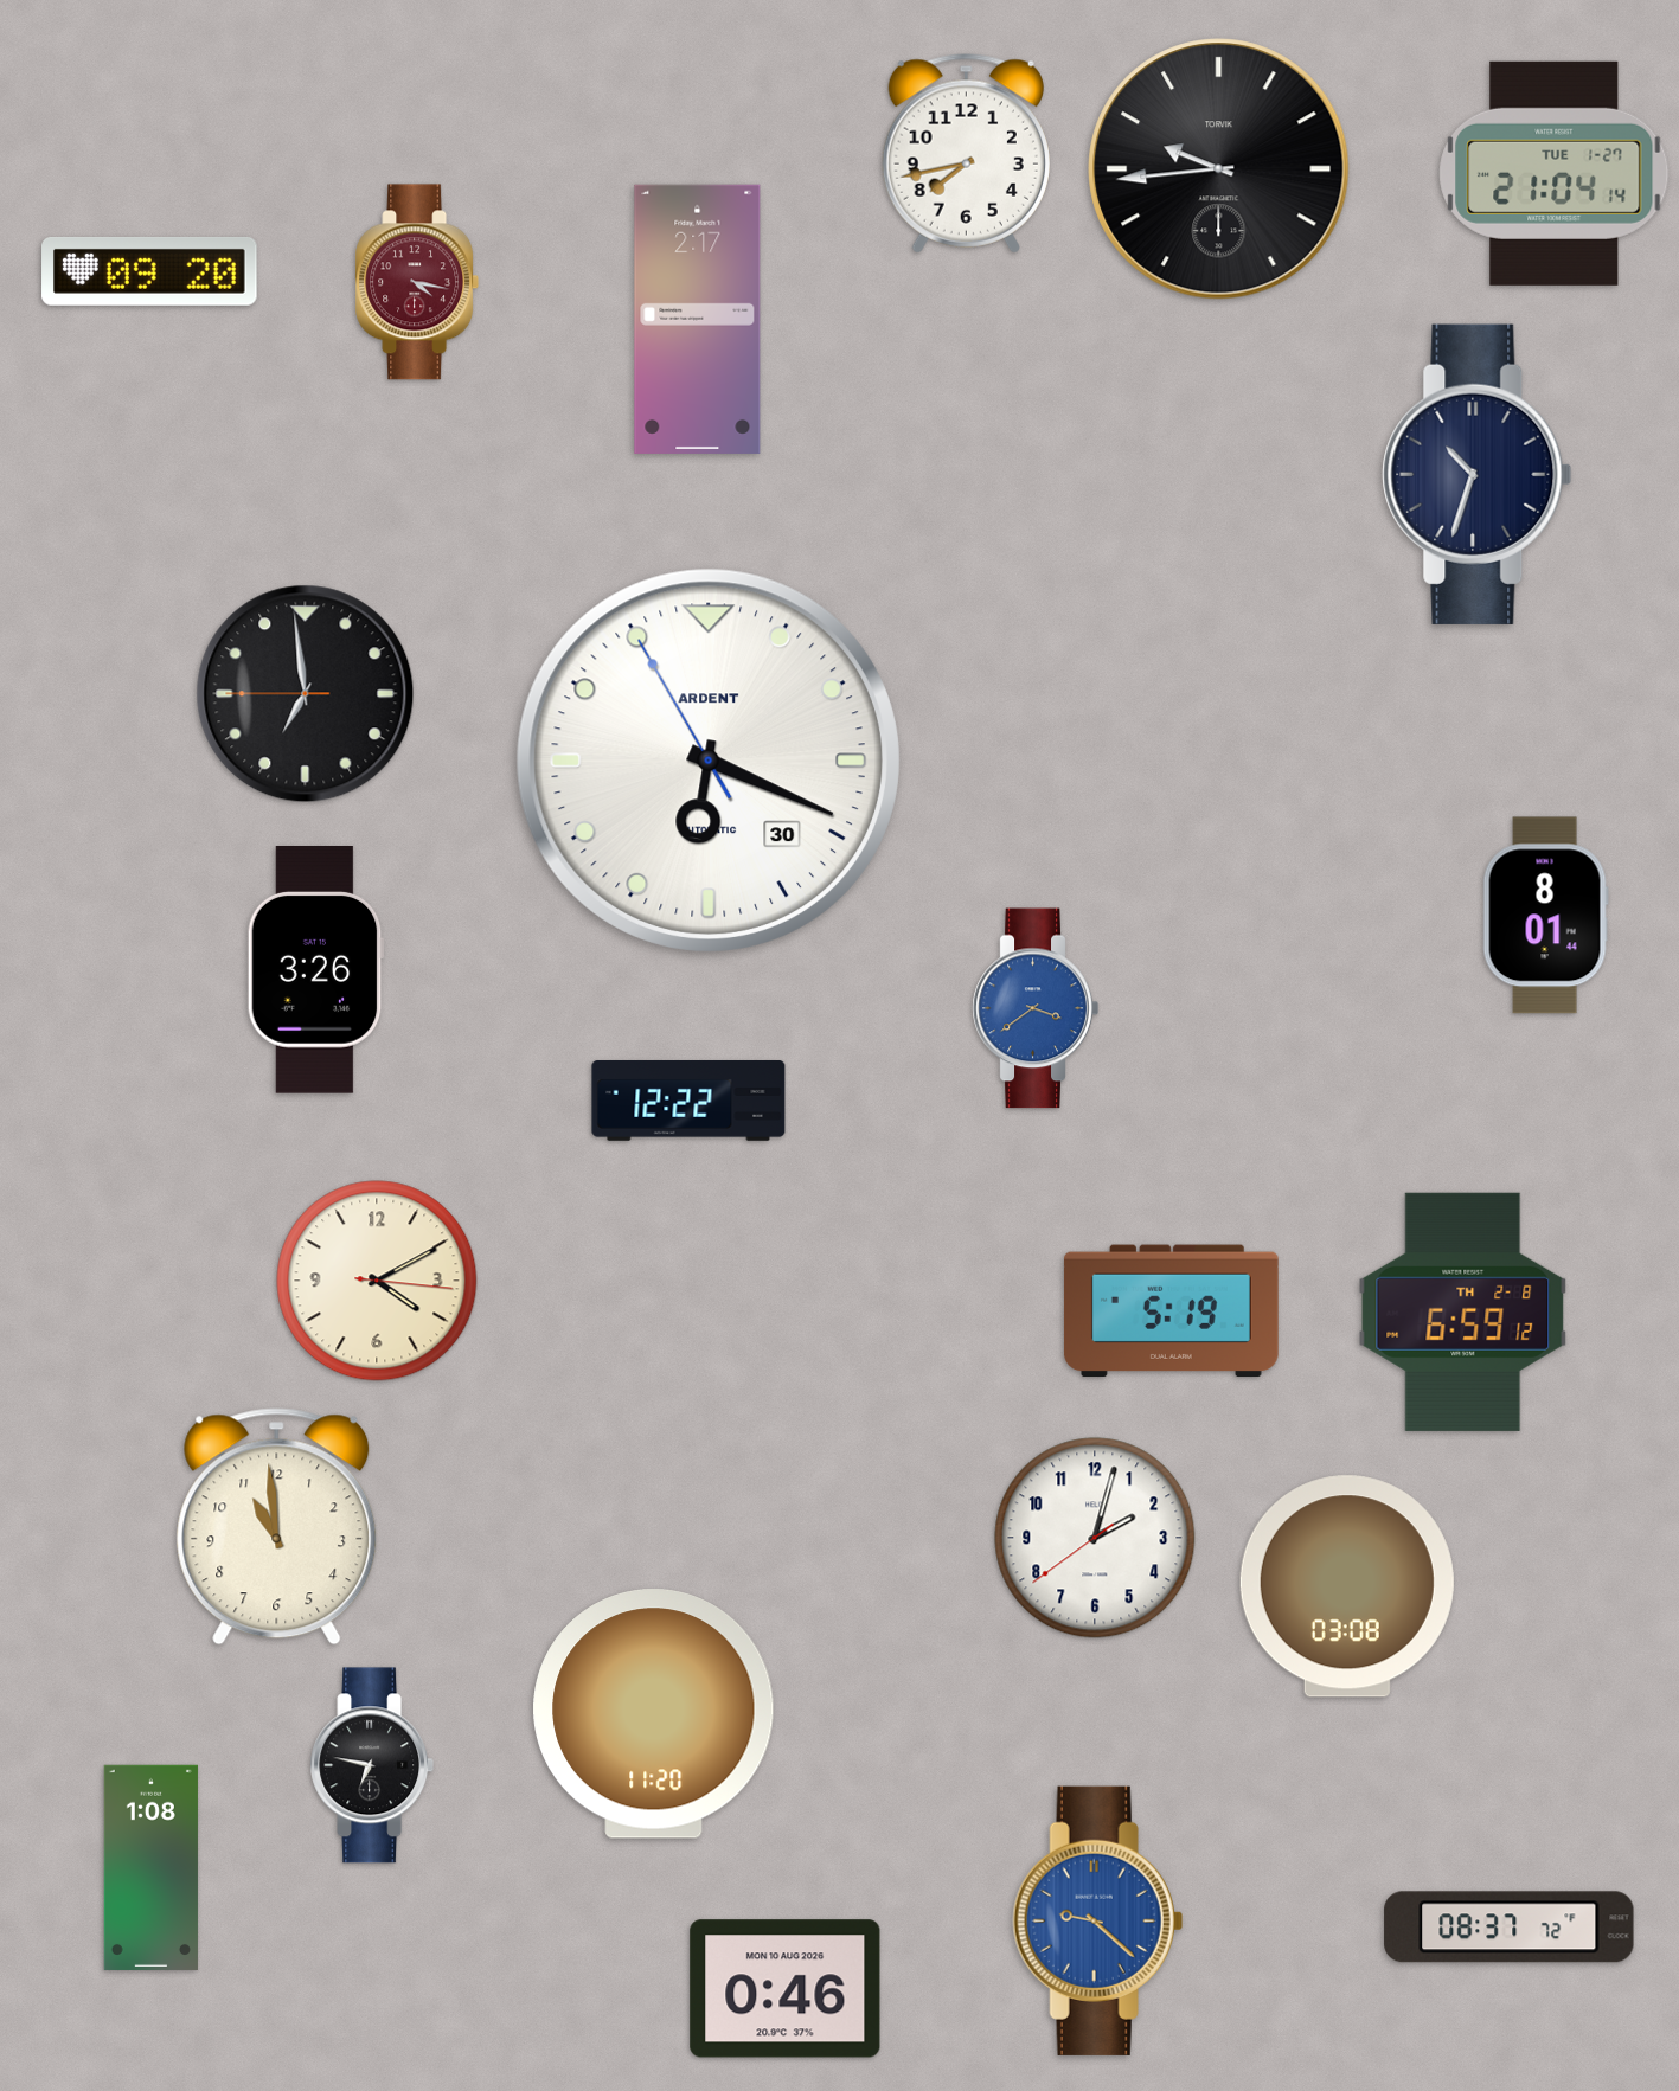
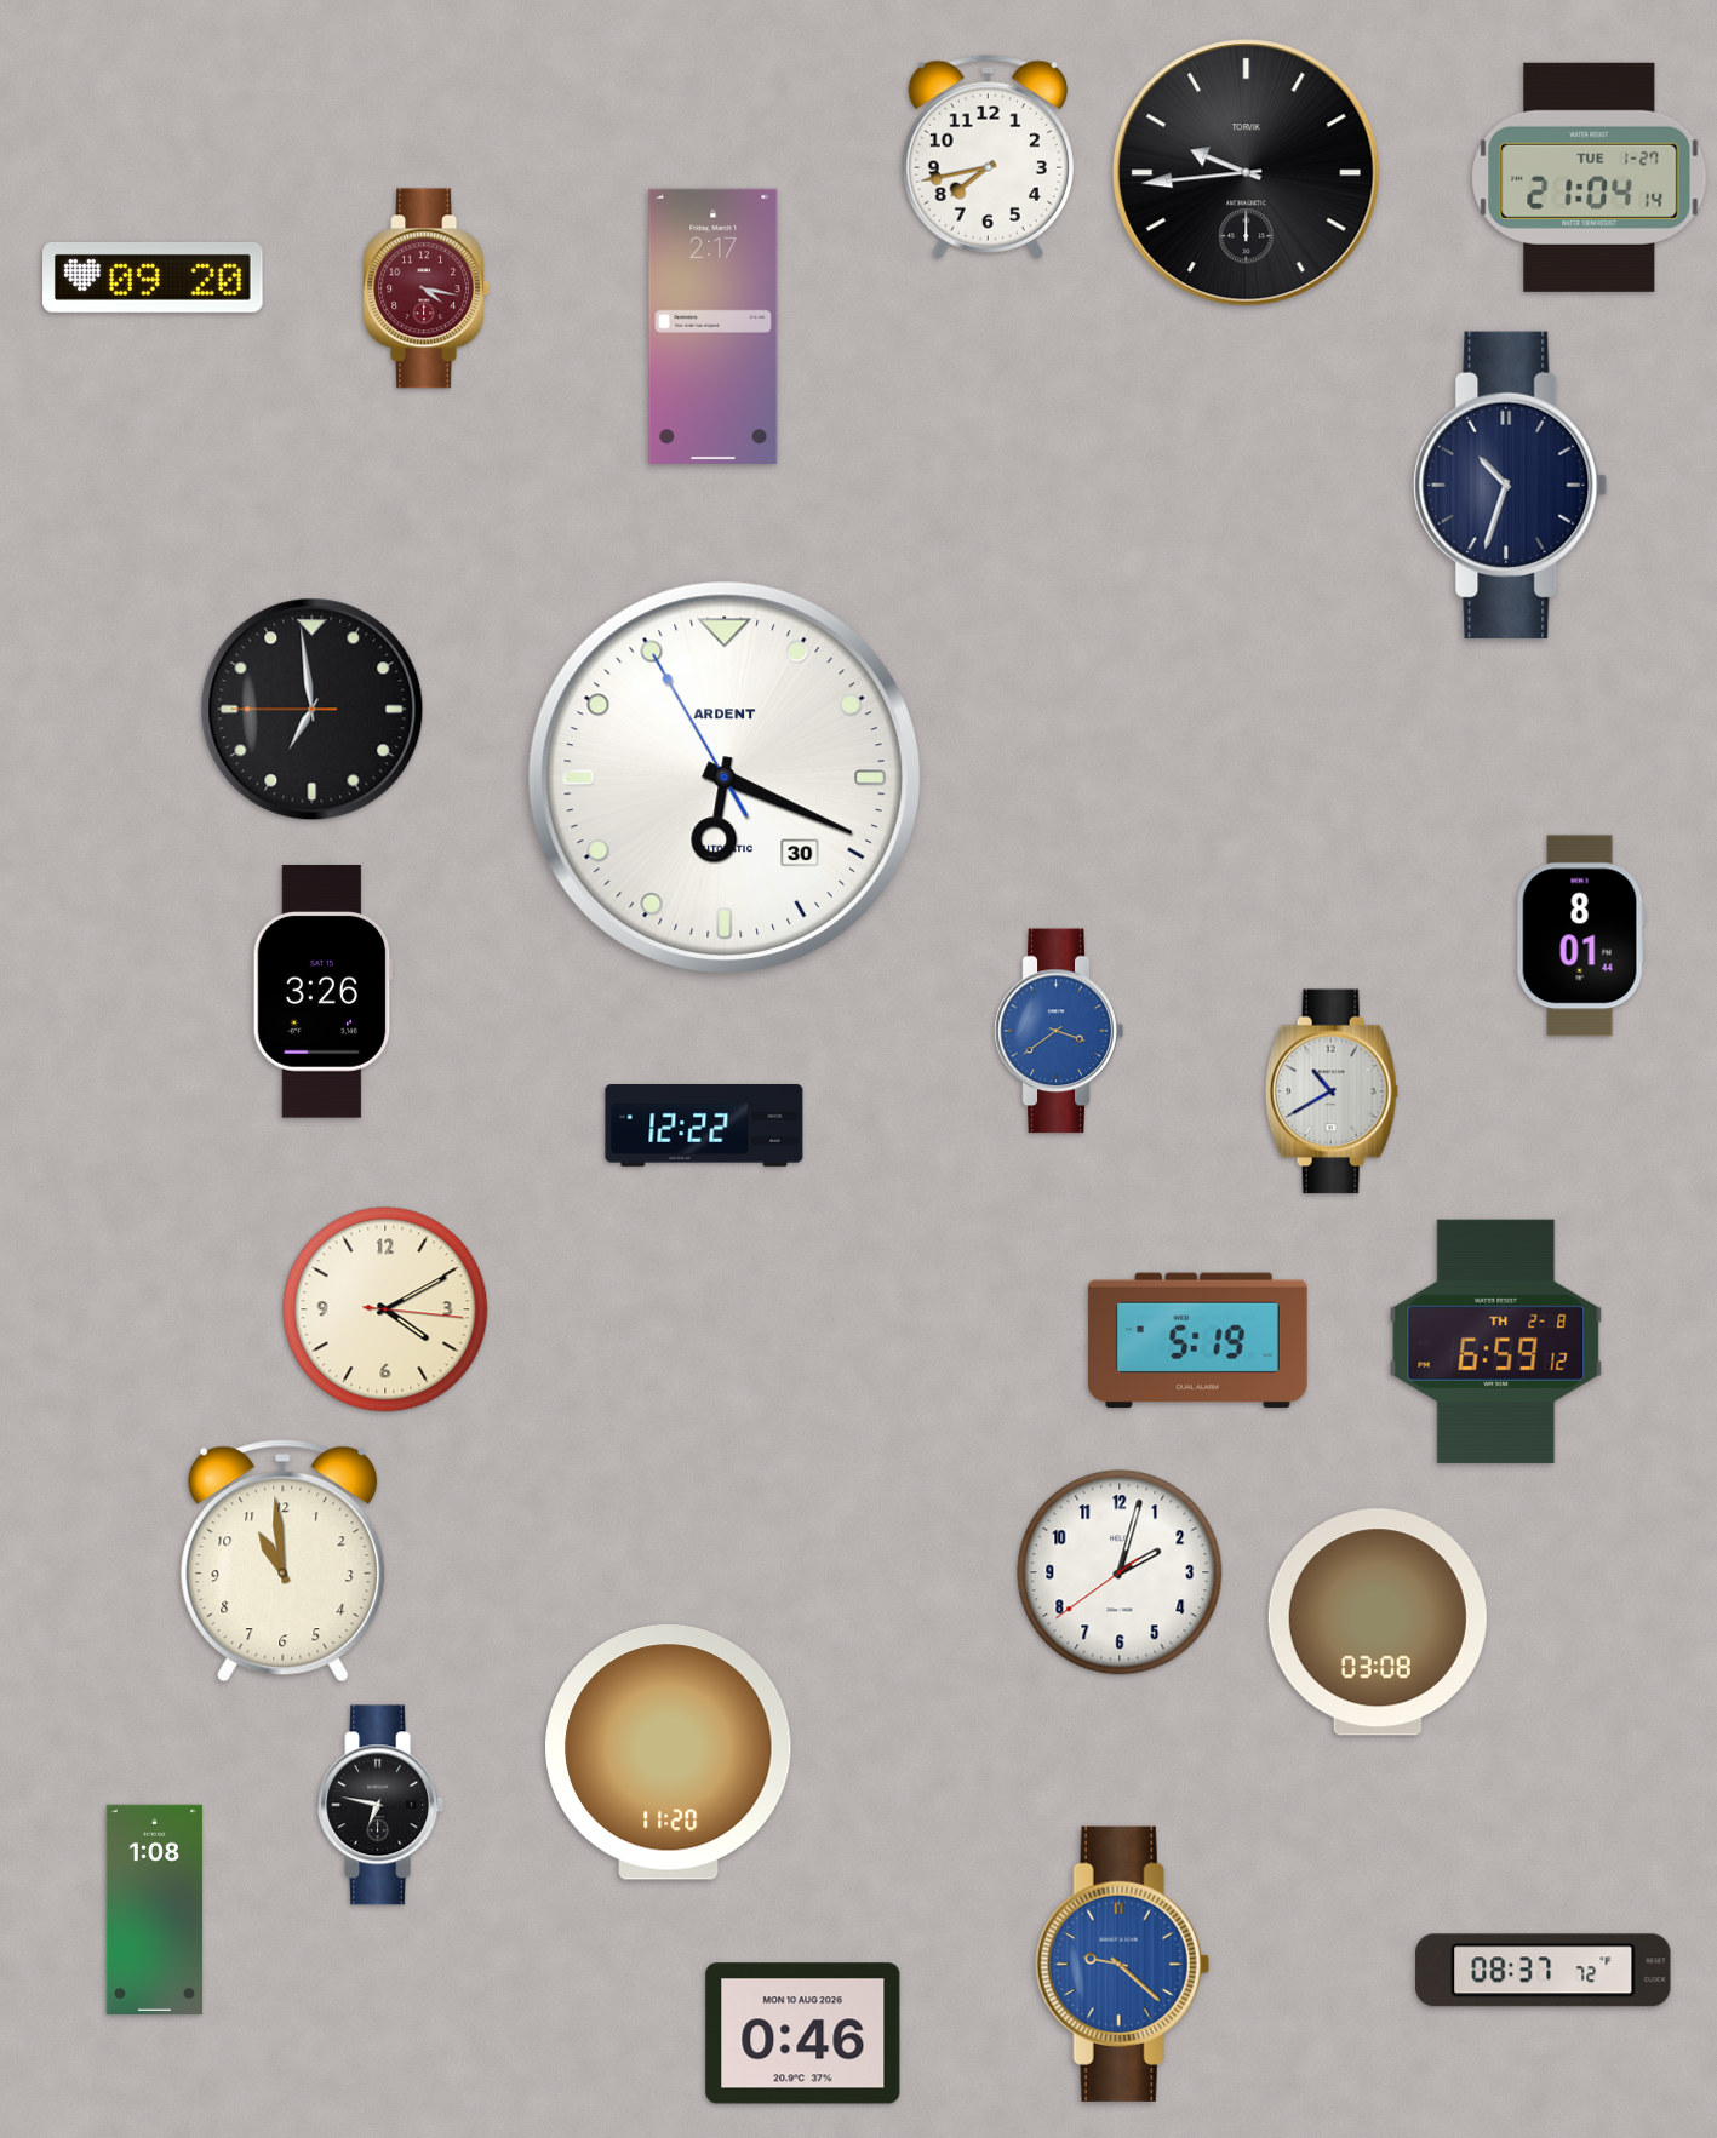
clock at (1332, 1091): none -> 10:40
